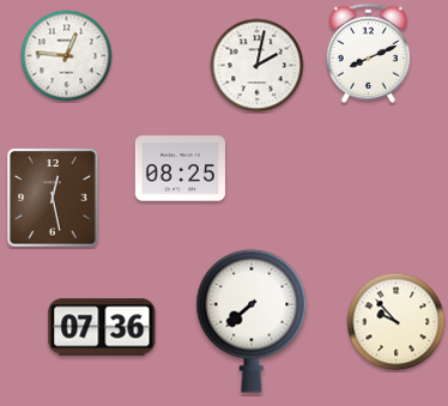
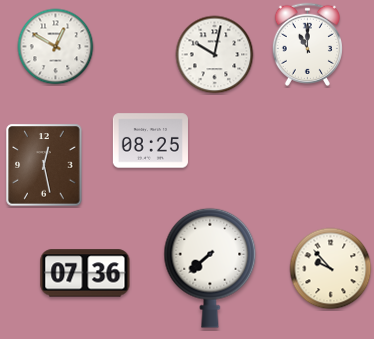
clock at (368, 53): 8:11 -> 11:00
clock at (67, 56): 12:46 -> 12:50
clock at (258, 66): 2:02 -> 10:02
